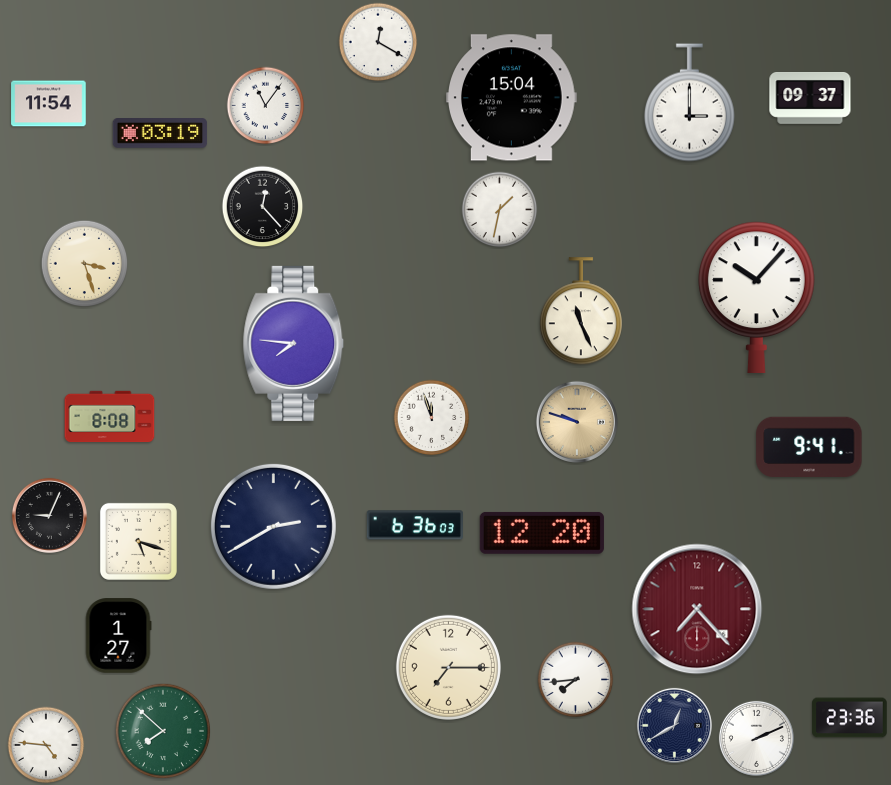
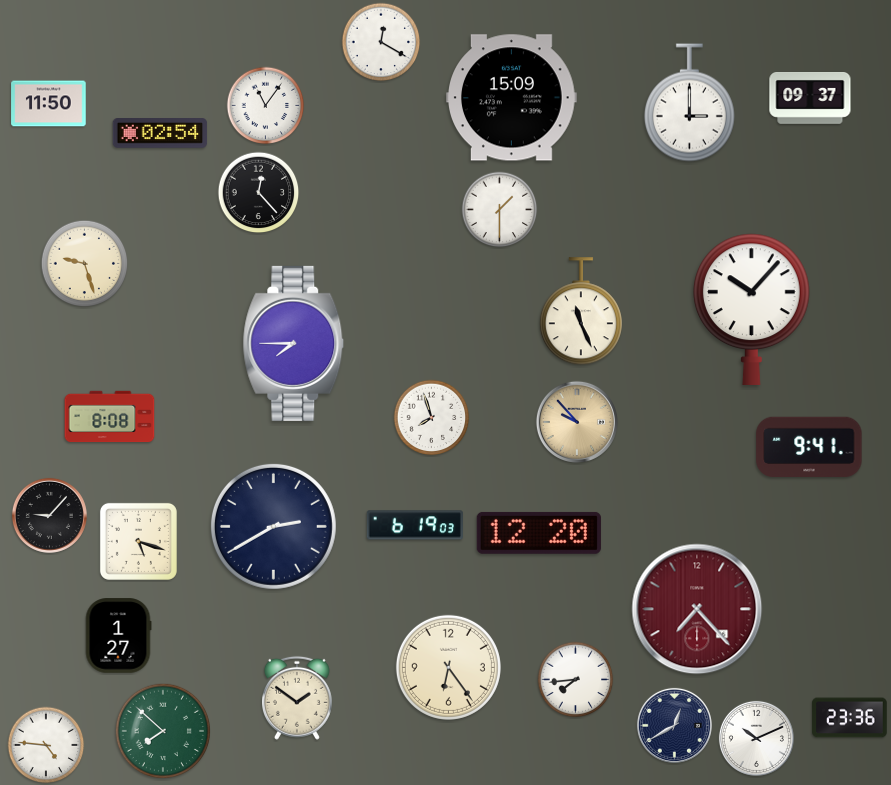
clock at (378, 42) position: (378, 42) -> (381, 42)
clock at (512, 98): 15:04 -> 15:09
clock at (49, 104): 11:54 -> 11:50
clock at (160, 133): 03:19 -> 02:54
clock at (263, 207) position: (263, 207) -> (259, 193)
clock at (500, 210): 1:32 -> 1:30
clock at (85, 264): 3:27 -> 9:27
clock at (756, 297) position: (756, 297) -> (751, 309)
clock at (294, 343): 7:46 -> 7:45
clock at (432, 418): 11:57 -> 7:57
clock at (577, 422): 9:48 -> 9:53
clock at (49, 515): 9:04 -> 9:07
clock at (415, 525): 6:36 -> 6:19
clock at (542, 533) position: (542, 533) -> (539, 533)
clock at (448, 667): 7:15 -> 6:24
clock at (297, 698): none -> 1:51
clock at (756, 738): 2:11 -> 10:11
